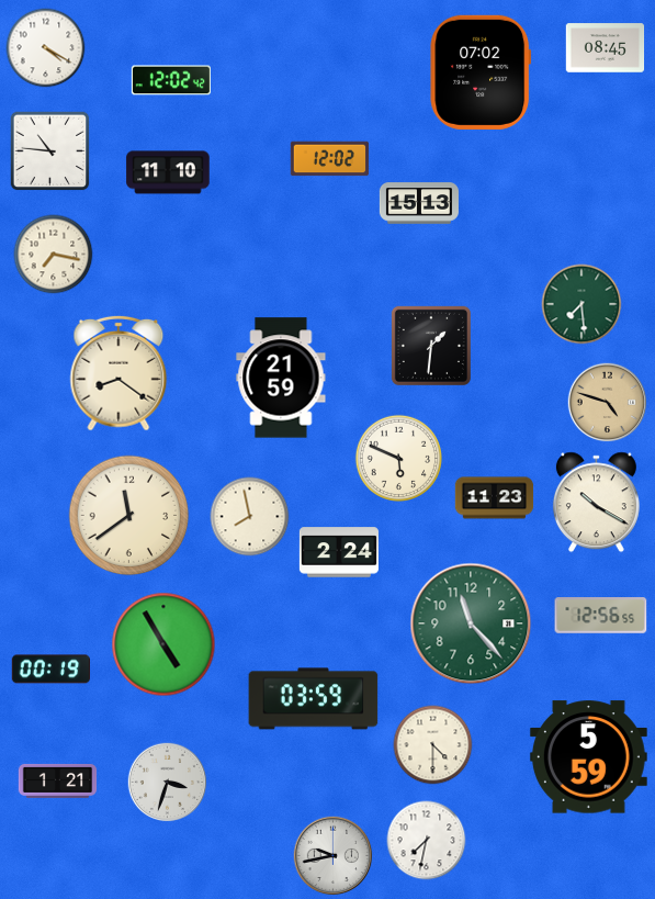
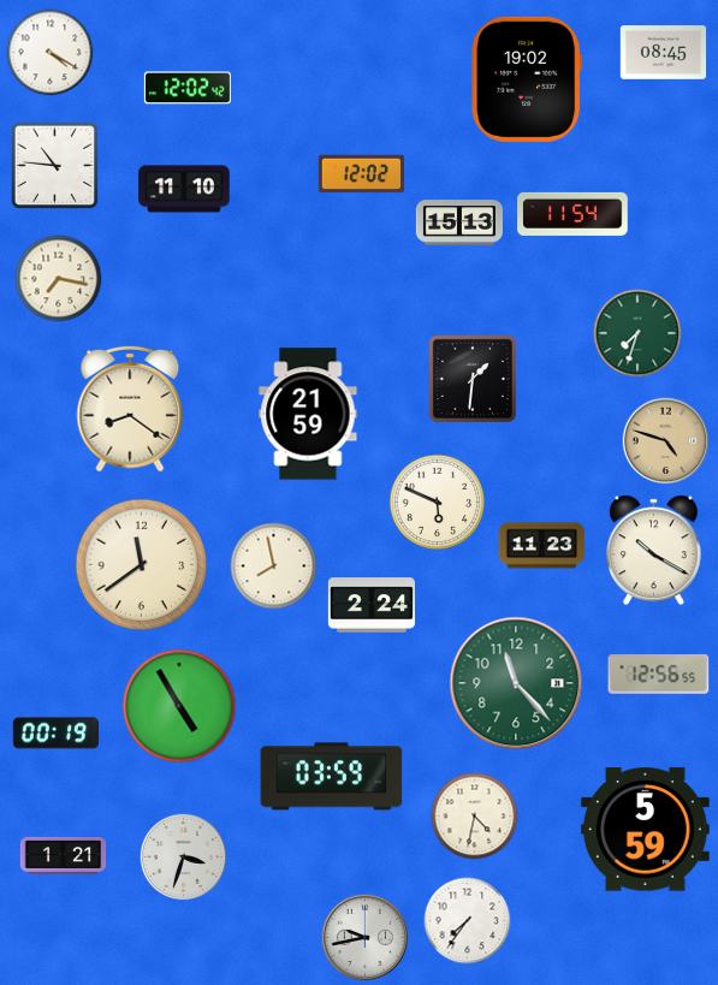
clock at (481, 72): 07:02 -> 19:02
clock at (572, 214): none -> 11:54
clock at (581, 304): 7:29 -> 7:33
clock at (314, 699) position: (314, 699) -> (332, 777)
clock at (433, 745): 4:30 -> 4:32
clock at (427, 841): 7:32 -> 7:36
